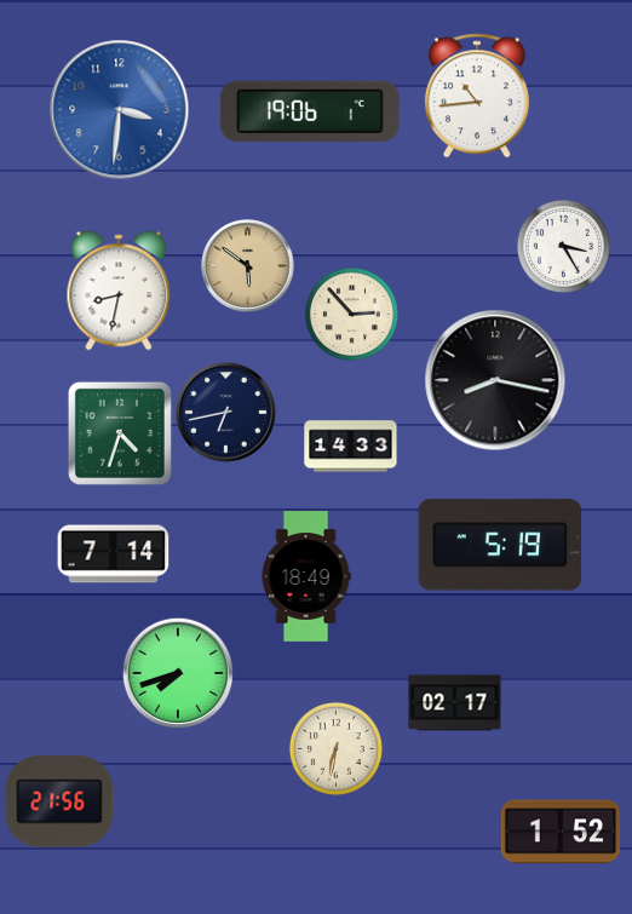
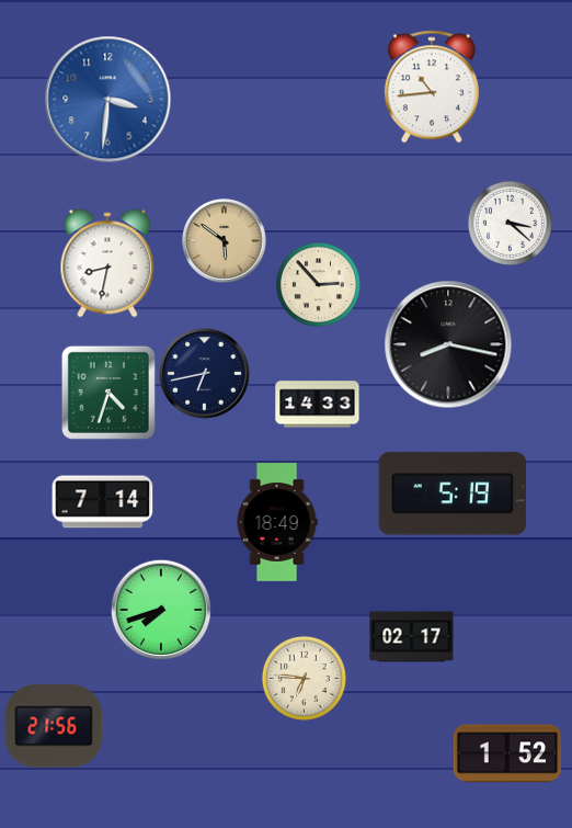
clock at (310, 111): 19:06 -> none
clock at (563, 246): 3:25 -> 3:22
clock at (335, 748): 6:32 -> 6:46
